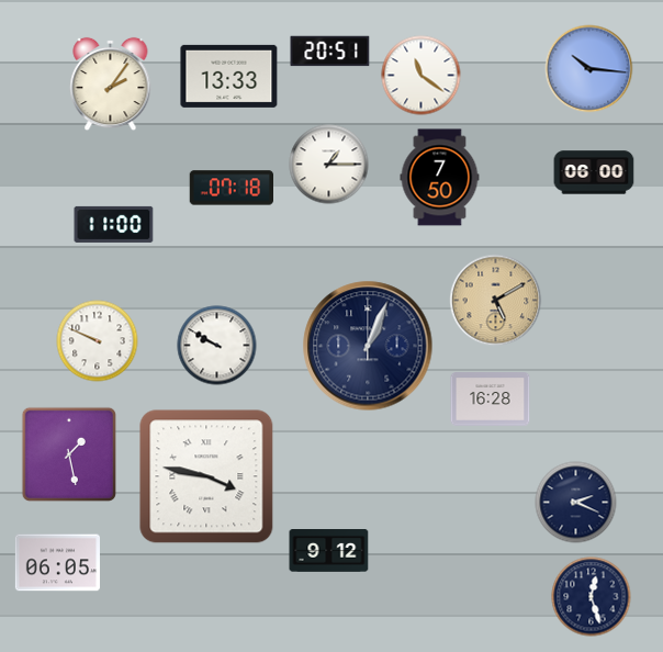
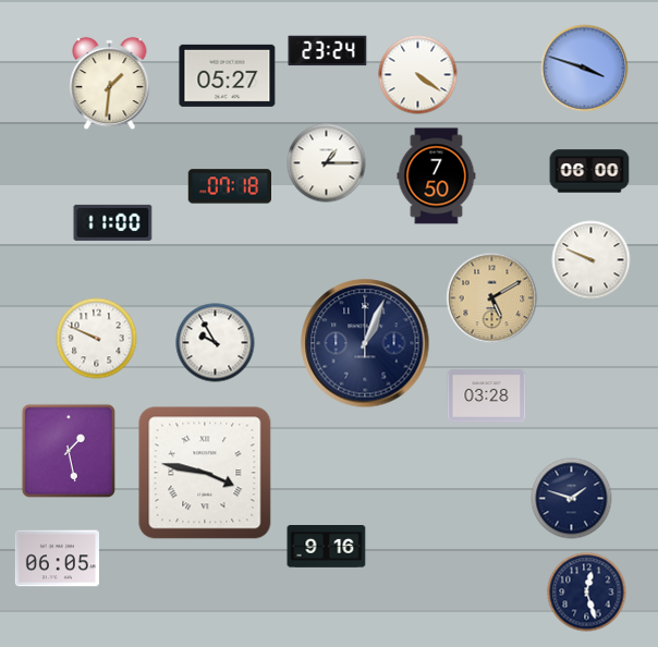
clock at (330, 52): 20:51 -> 23:24
clock at (589, 69): 10:16 -> 3:48
clock at (229, 76): 13:33 -> 05:27
clock at (422, 76): 11:21 -> 4:21
clock at (111, 85): 2:06 -> 1:31
clock at (592, 260): none -> 9:49
clock at (217, 346): 9:50 -> 9:55
clock at (491, 400): 16:28 -> 03:28
clock at (576, 503): 2:19 -> 1:48
clock at (329, 551): 9:12 -> 9:16
